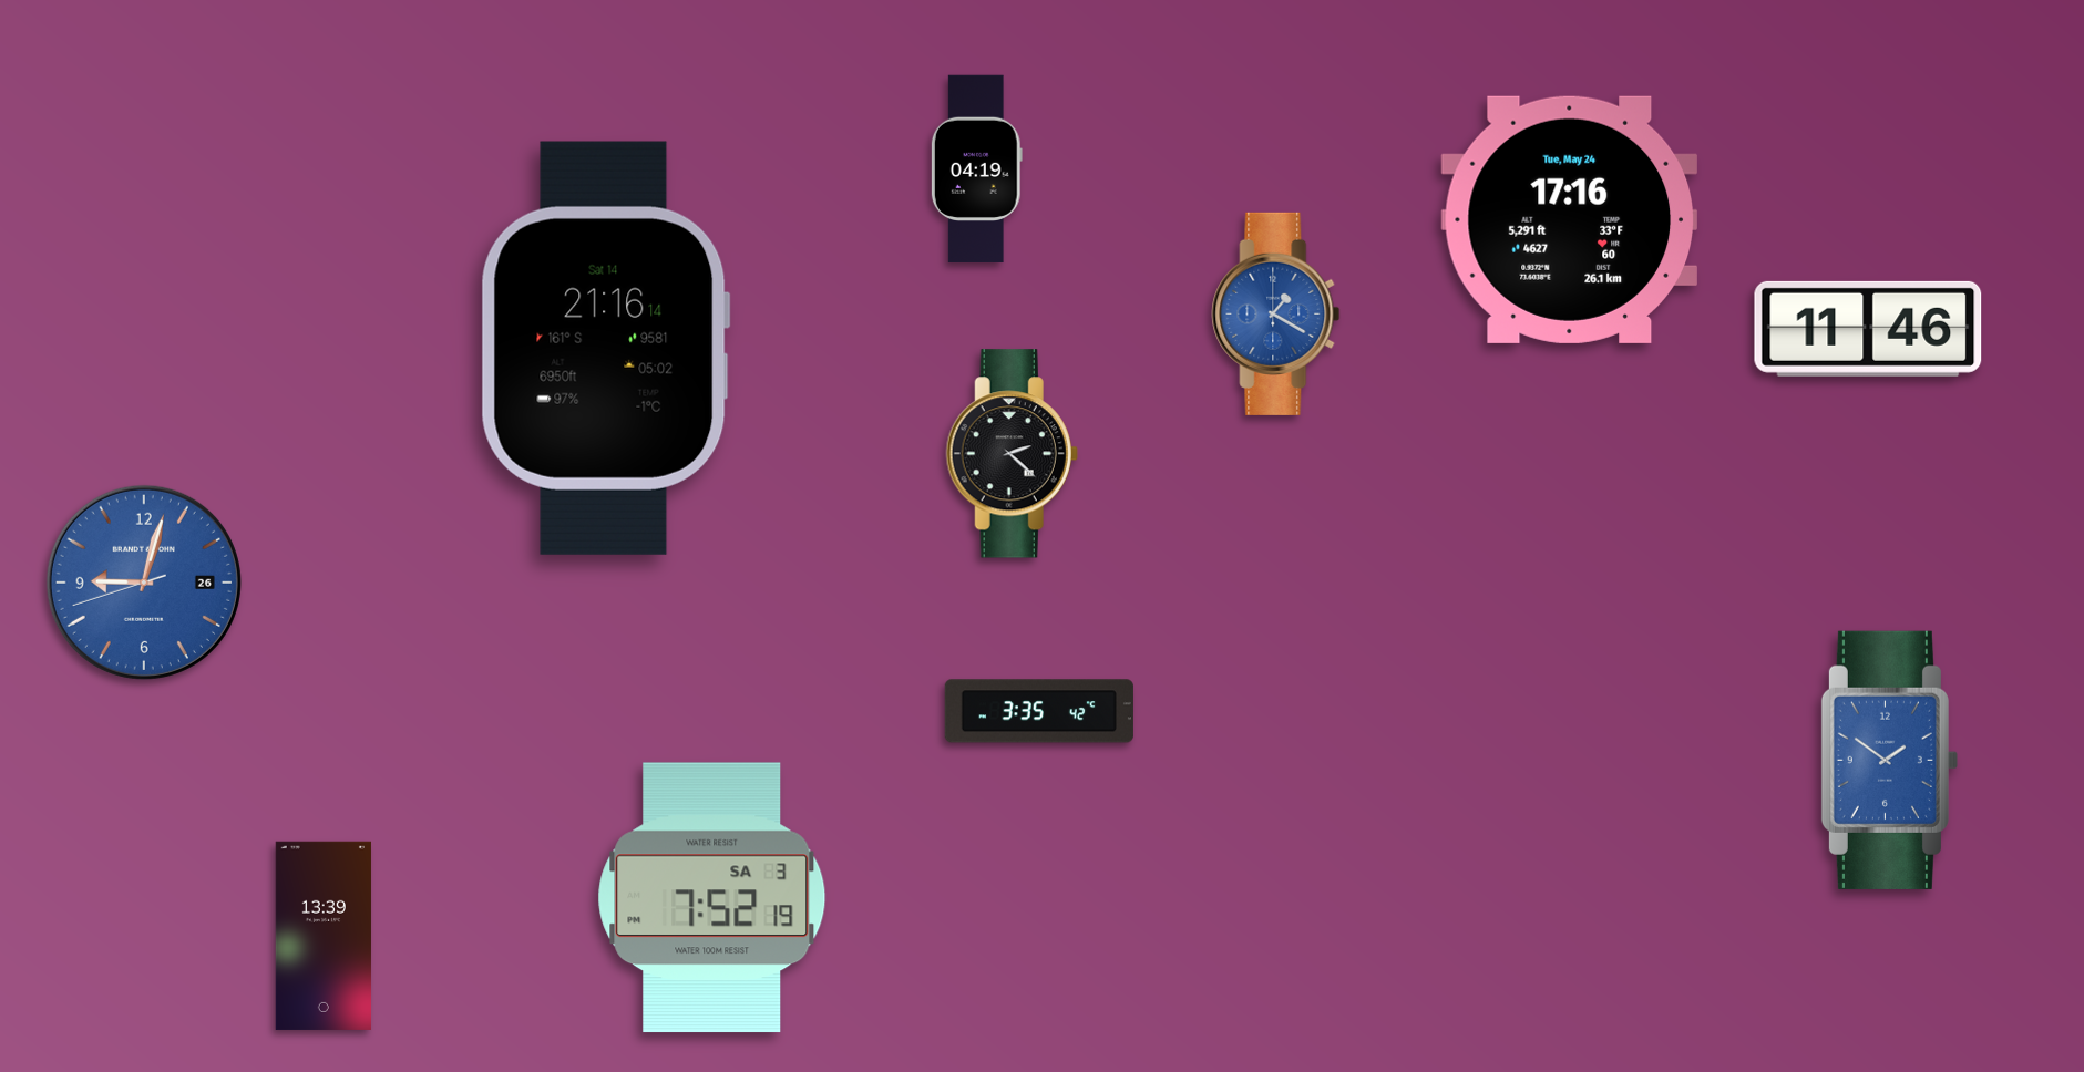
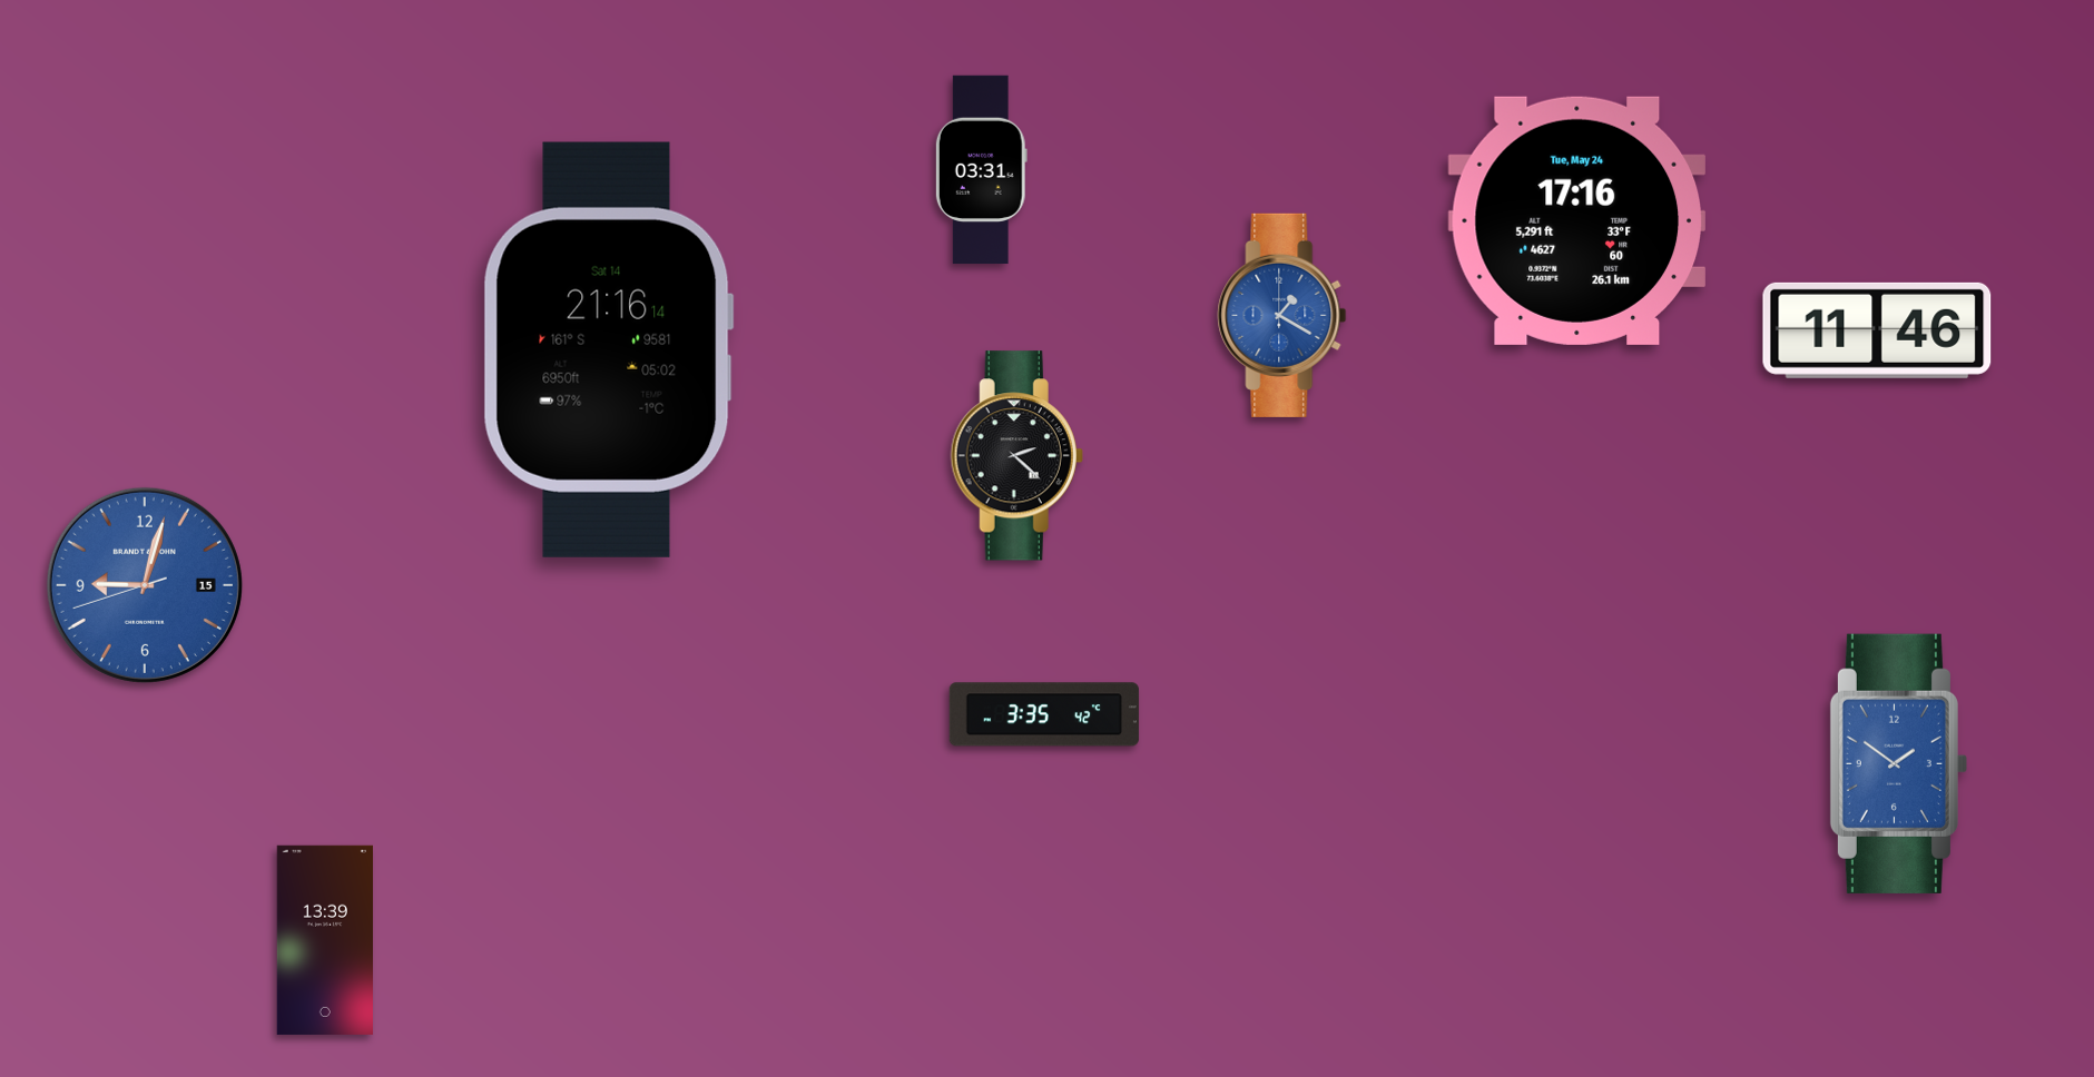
clock at (976, 169): 04:19 -> 03:31
clock at (144, 583) date: 26 -> 15
clock at (712, 898): 7:52 -> none
